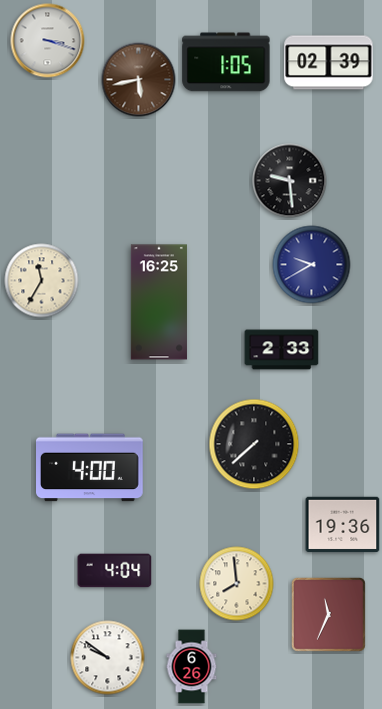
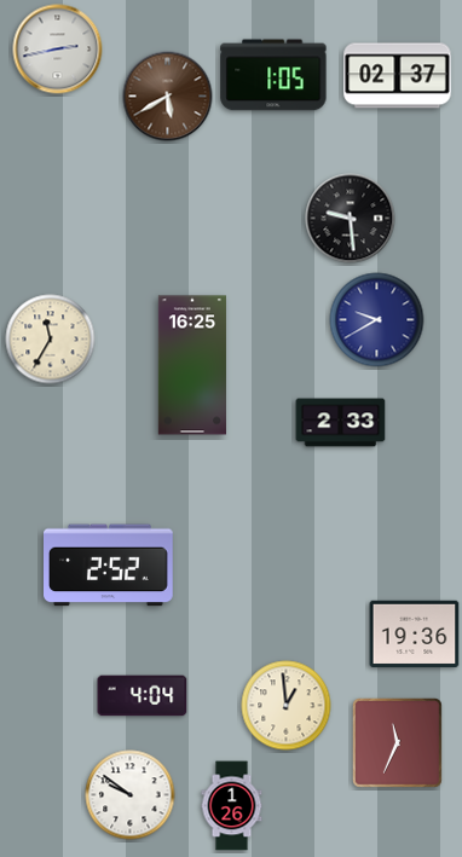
clock at (48, 41): 3:18 -> 2:43
clock at (329, 63): 02:39 -> 02:37
clock at (139, 80): 5:43 -> 5:40
clock at (254, 444): 7:38 -> none
clock at (90, 468): 4:00 -> 2:52
clock at (115, 571) position: (115, 571) -> (143, 696)
clock at (237, 584): 7:59 -> 12:59
clock at (192, 667): 6:26 -> 1:26
